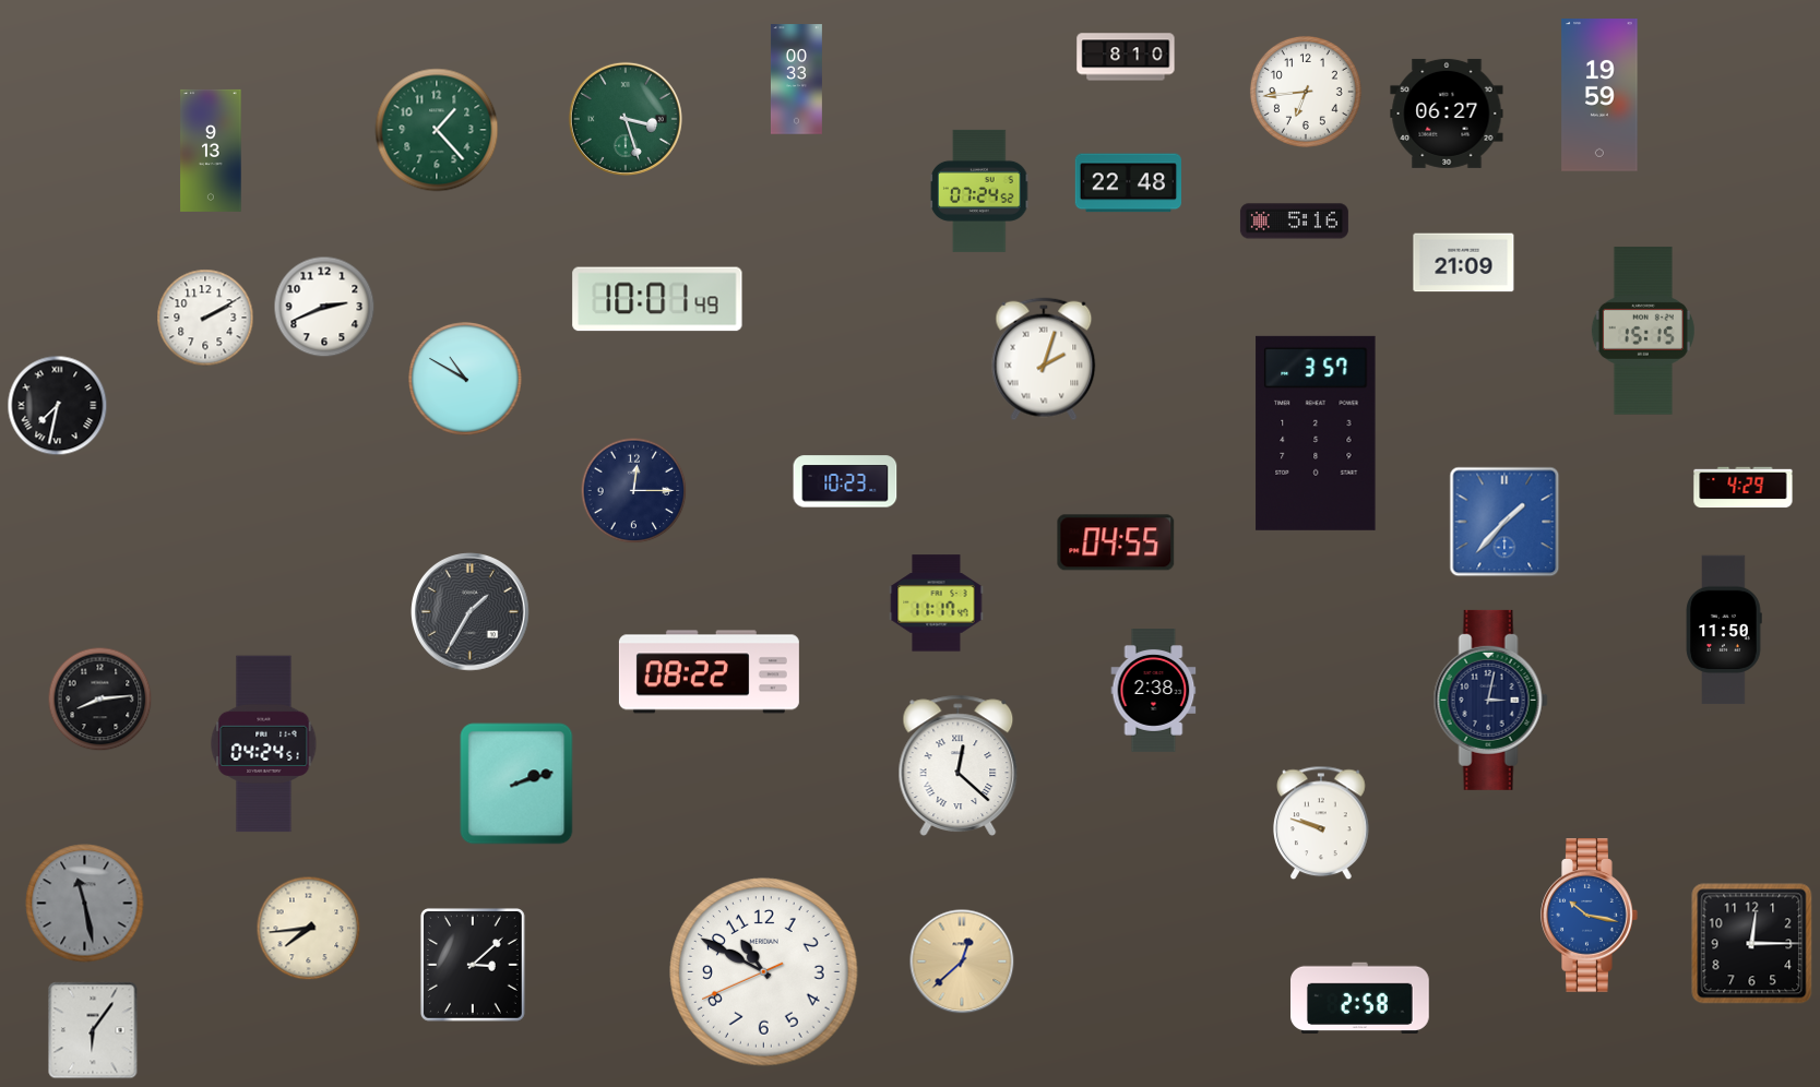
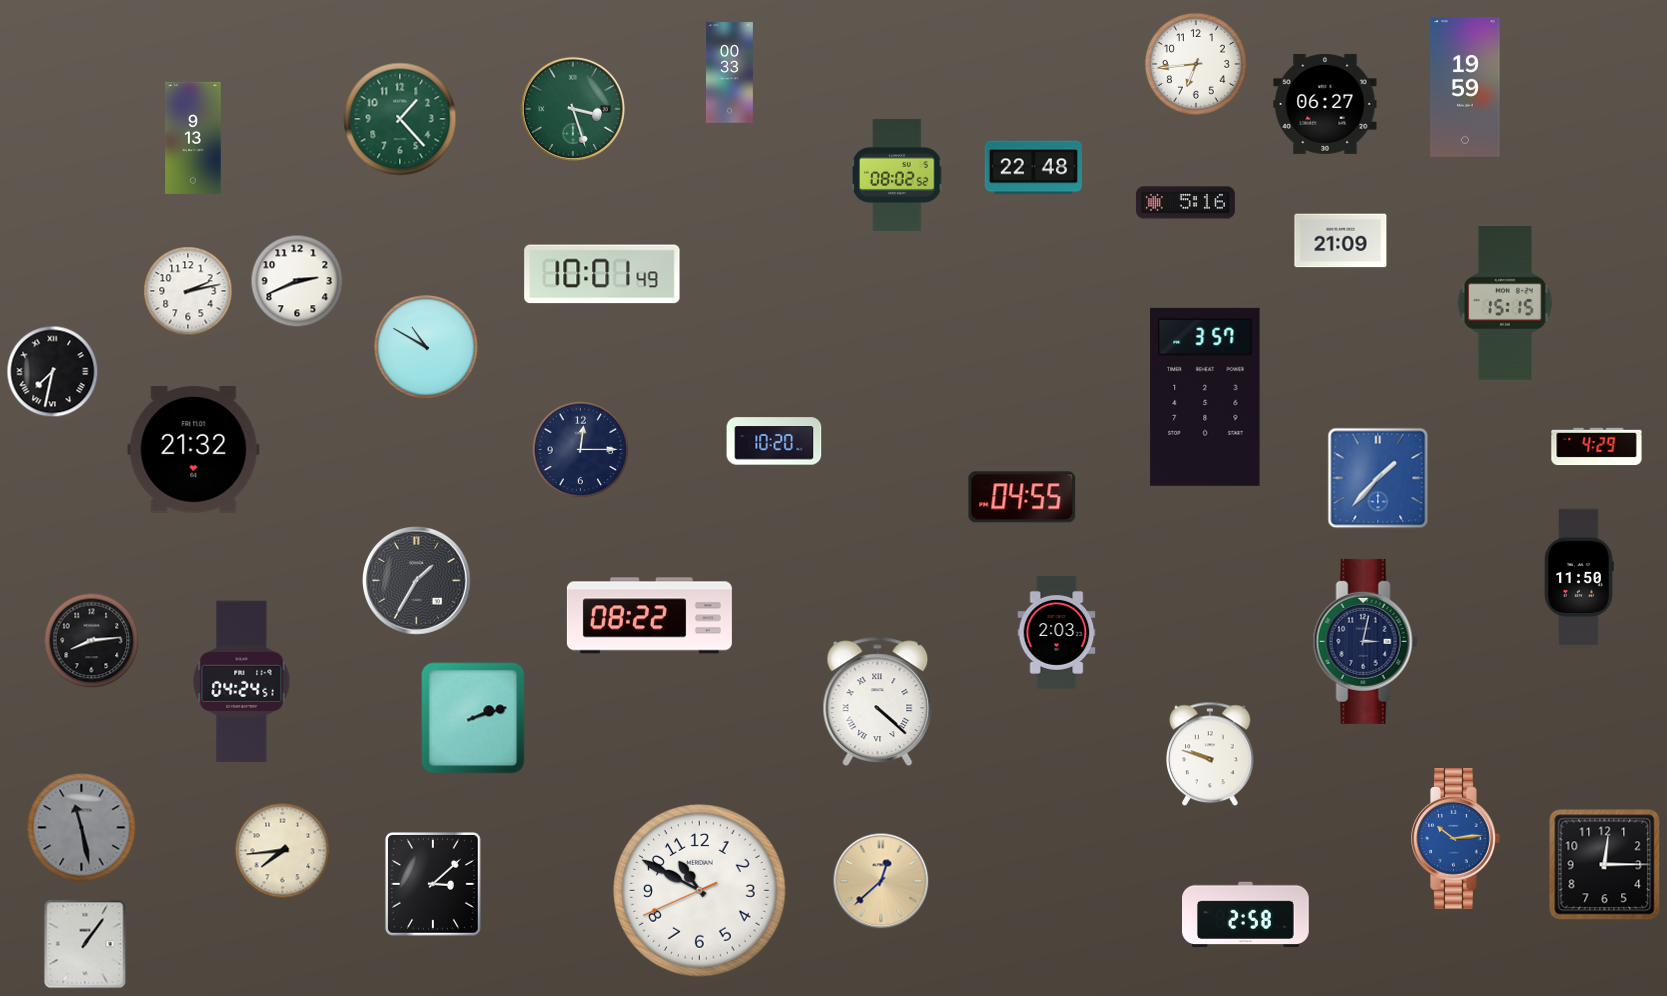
clock at (1126, 57): 8:10 -> none
clock at (1306, 92) position: (1306, 92) -> (1196, 64)
clock at (979, 191): 07:24 -> 08:02
clock at (205, 318): 2:10 -> 2:13
clock at (1044, 359): 2:03 -> none
clock at (845, 481): 10:23 -> 10:20
clock at (194, 450): none -> 21:32
clock at (937, 604): 11:17 -> none
clock at (471, 612) position: (471, 612) -> (417, 581)
clock at (1154, 691): 2:38 -> 2:03
clock at (959, 765): 12:22 -> 4:22
clock at (85, 904) position: (85, 904) -> (82, 828)
clock at (1590, 916): 10:17 -> 10:14
clock at (93, 1030): 6:06 -> 1:06
